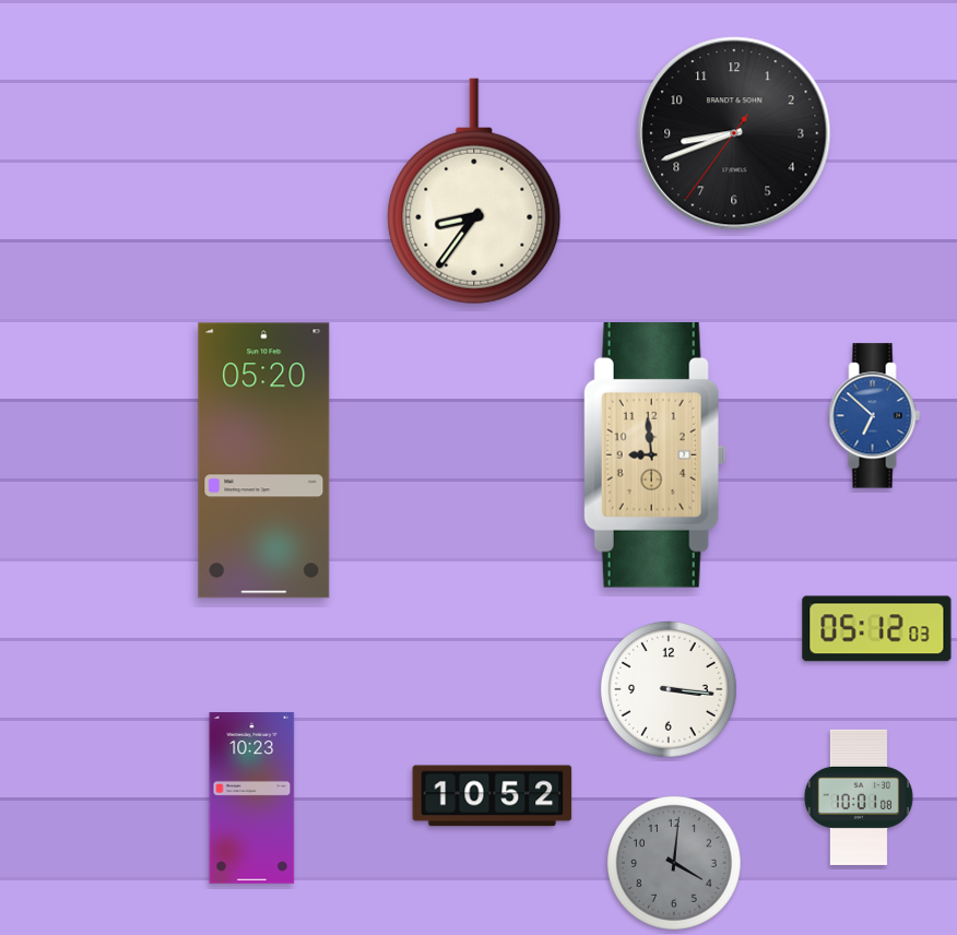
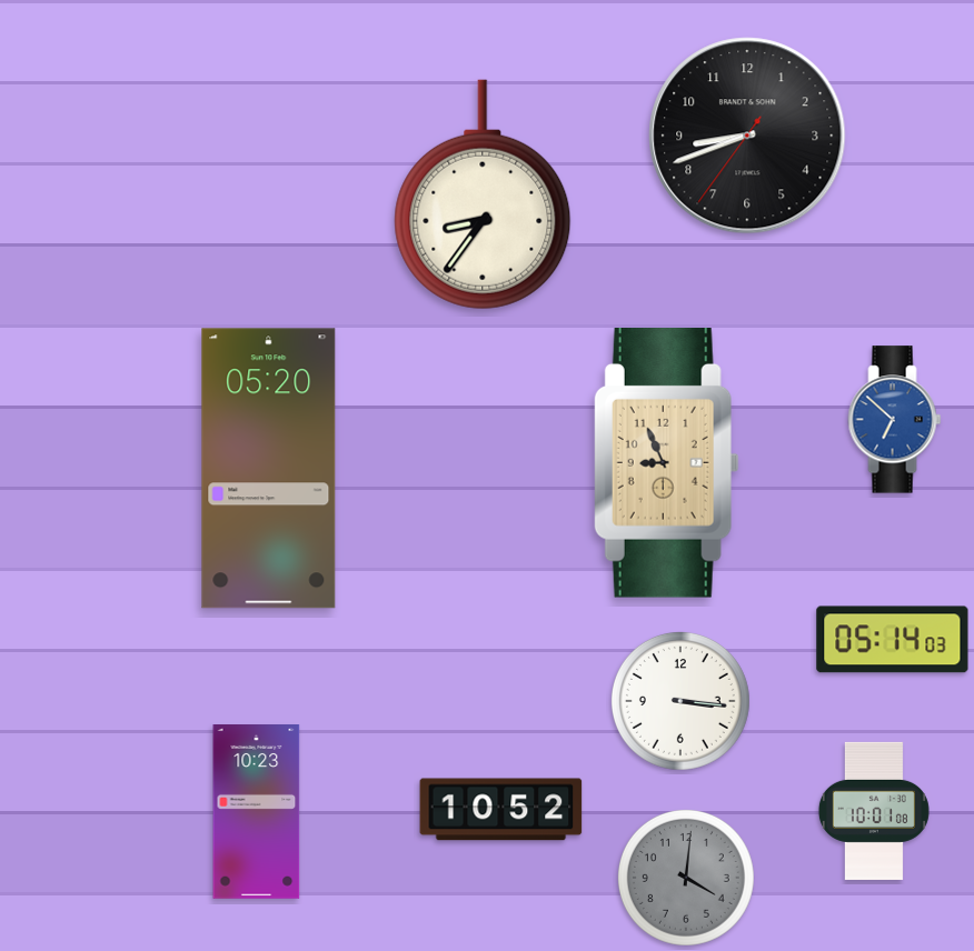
clock at (875, 416) position: (875, 416) -> (895, 420)
clock at (654, 455): 8:59 -> 8:56
clock at (877, 629): 05:12 -> 05:14
